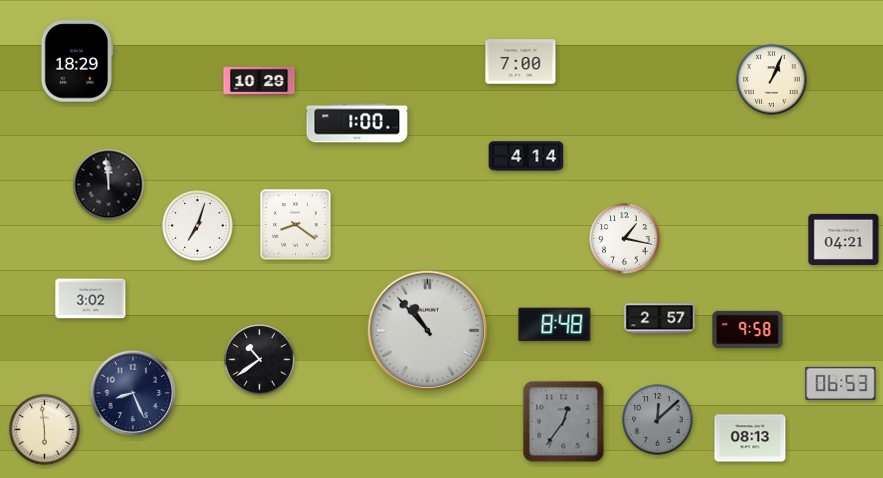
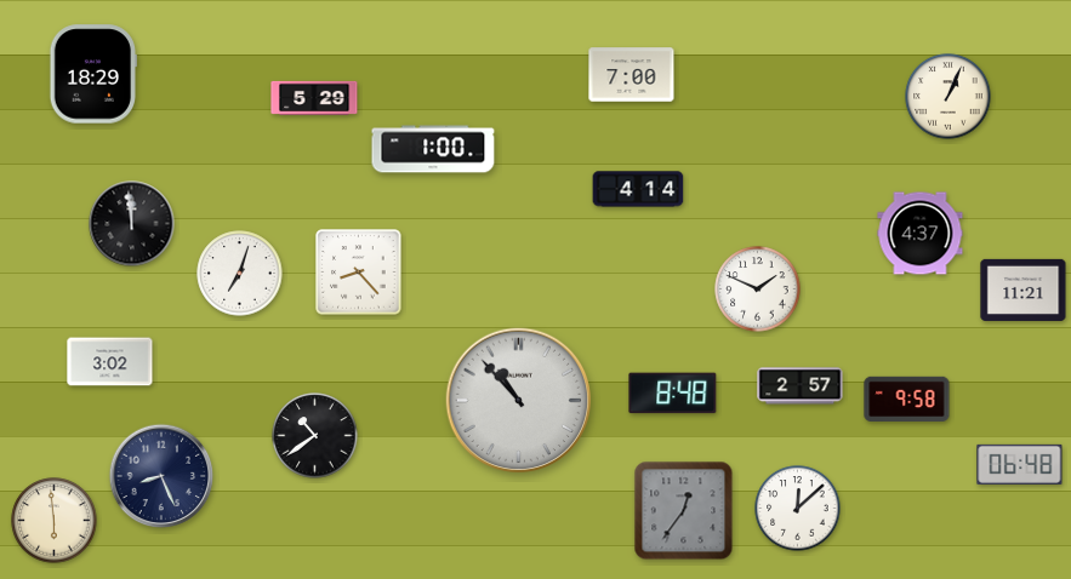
clock at (772, 80) position: (772, 80) -> (948, 97)
clock at (259, 81): 10:29 -> 5:29
clock at (921, 234): none -> 4:37
clock at (296, 225): 8:21 -> 8:23
clock at (625, 239): 1:17 -> 1:49
clock at (844, 239): 04:21 -> 11:21
clock at (841, 383): 06:53 -> 06:48
clock at (658, 420) dial: grey -> white
clock at (750, 438): 08:13 -> none
